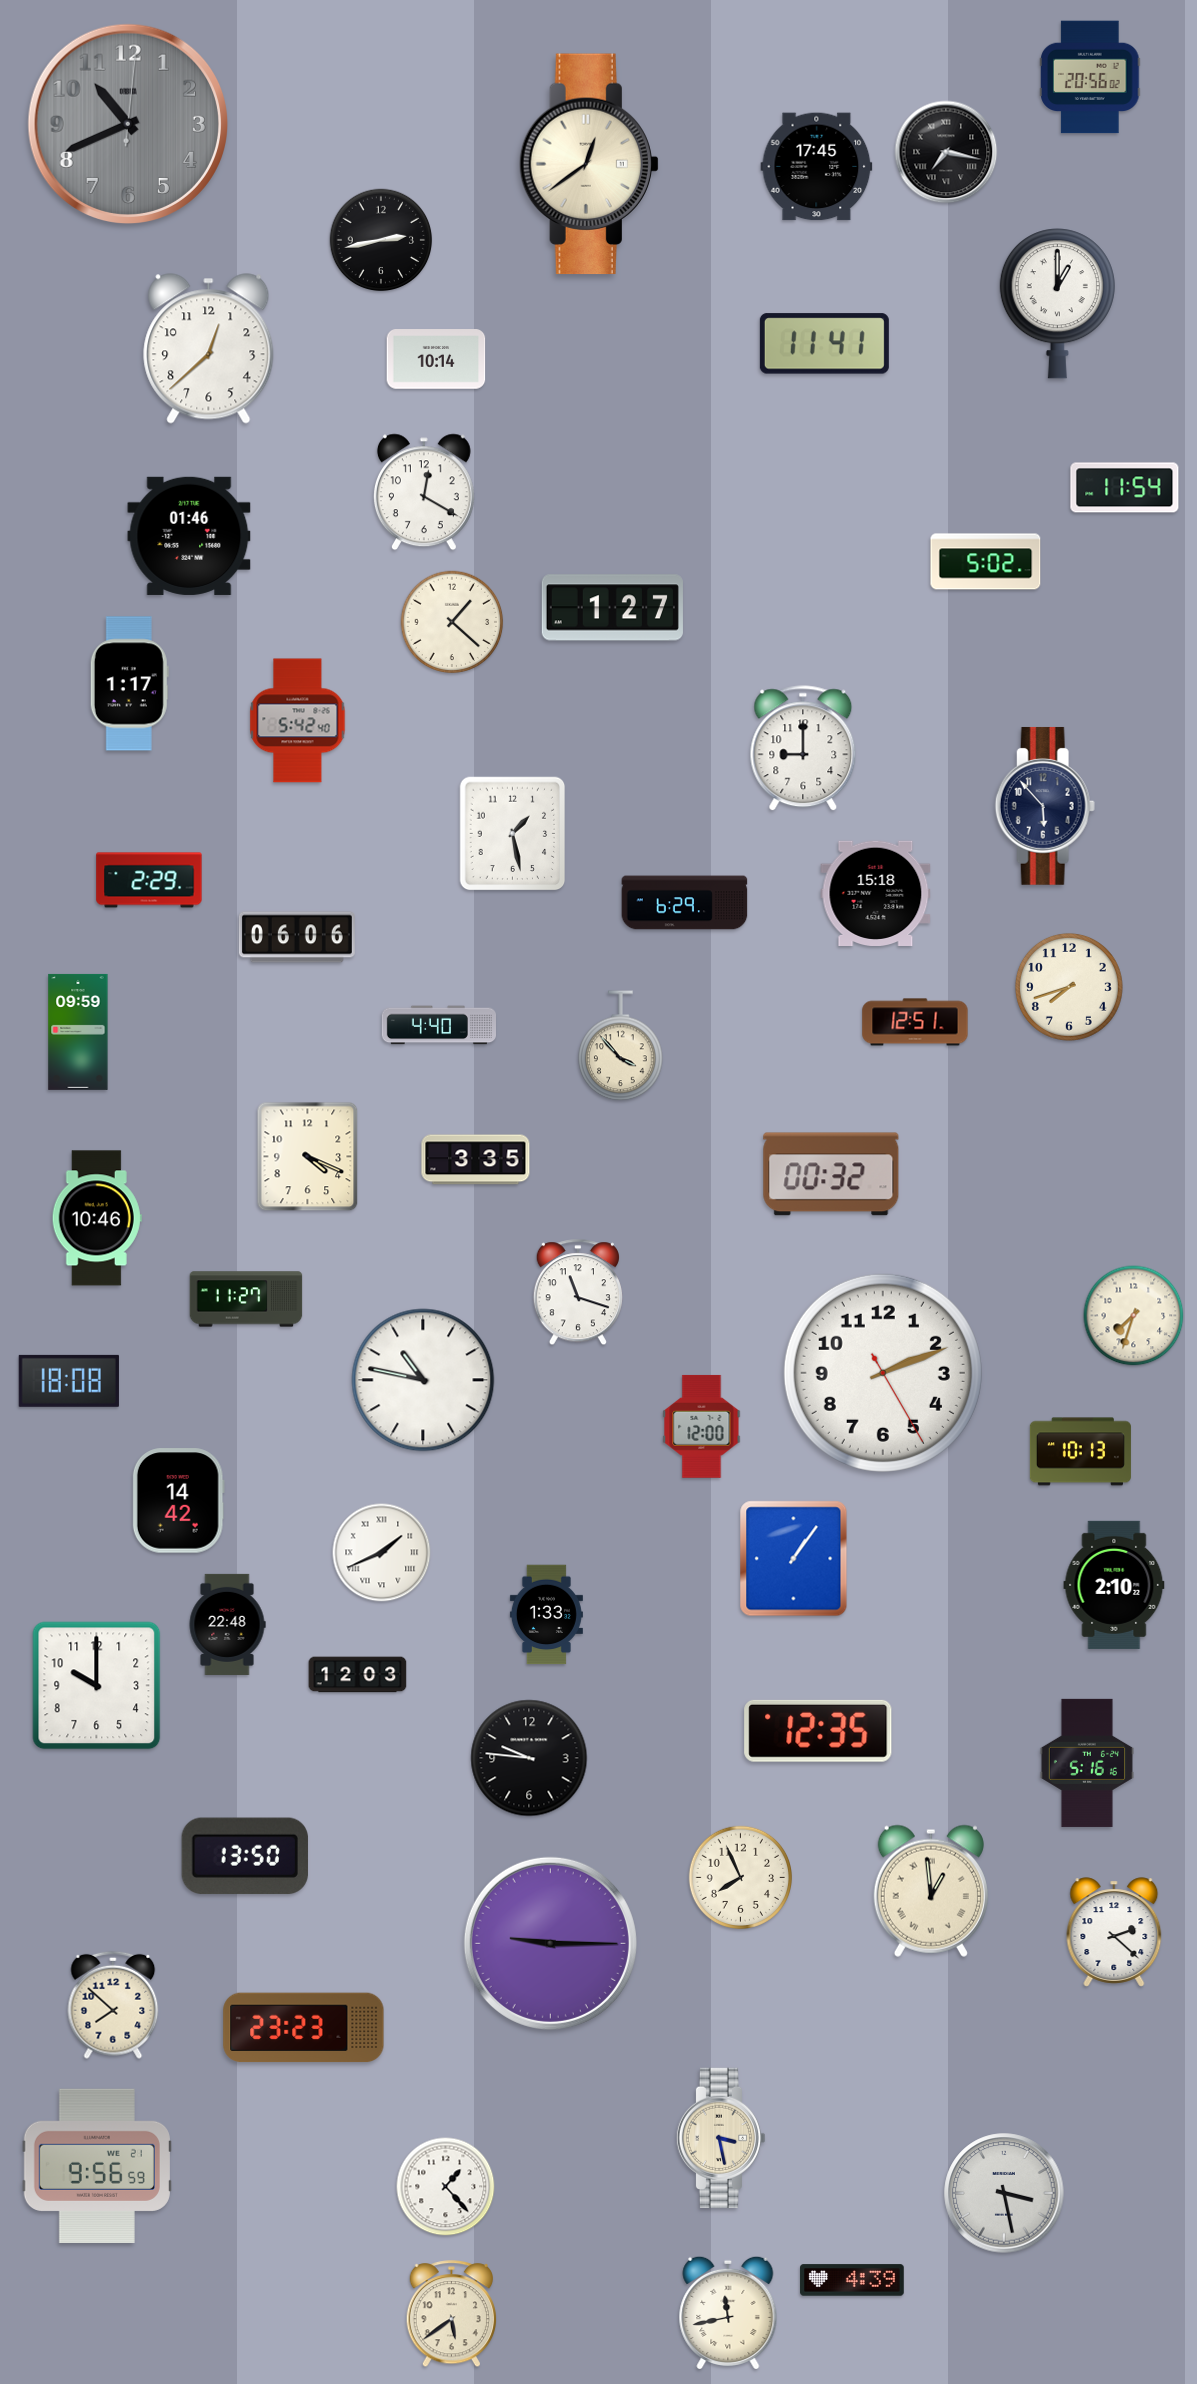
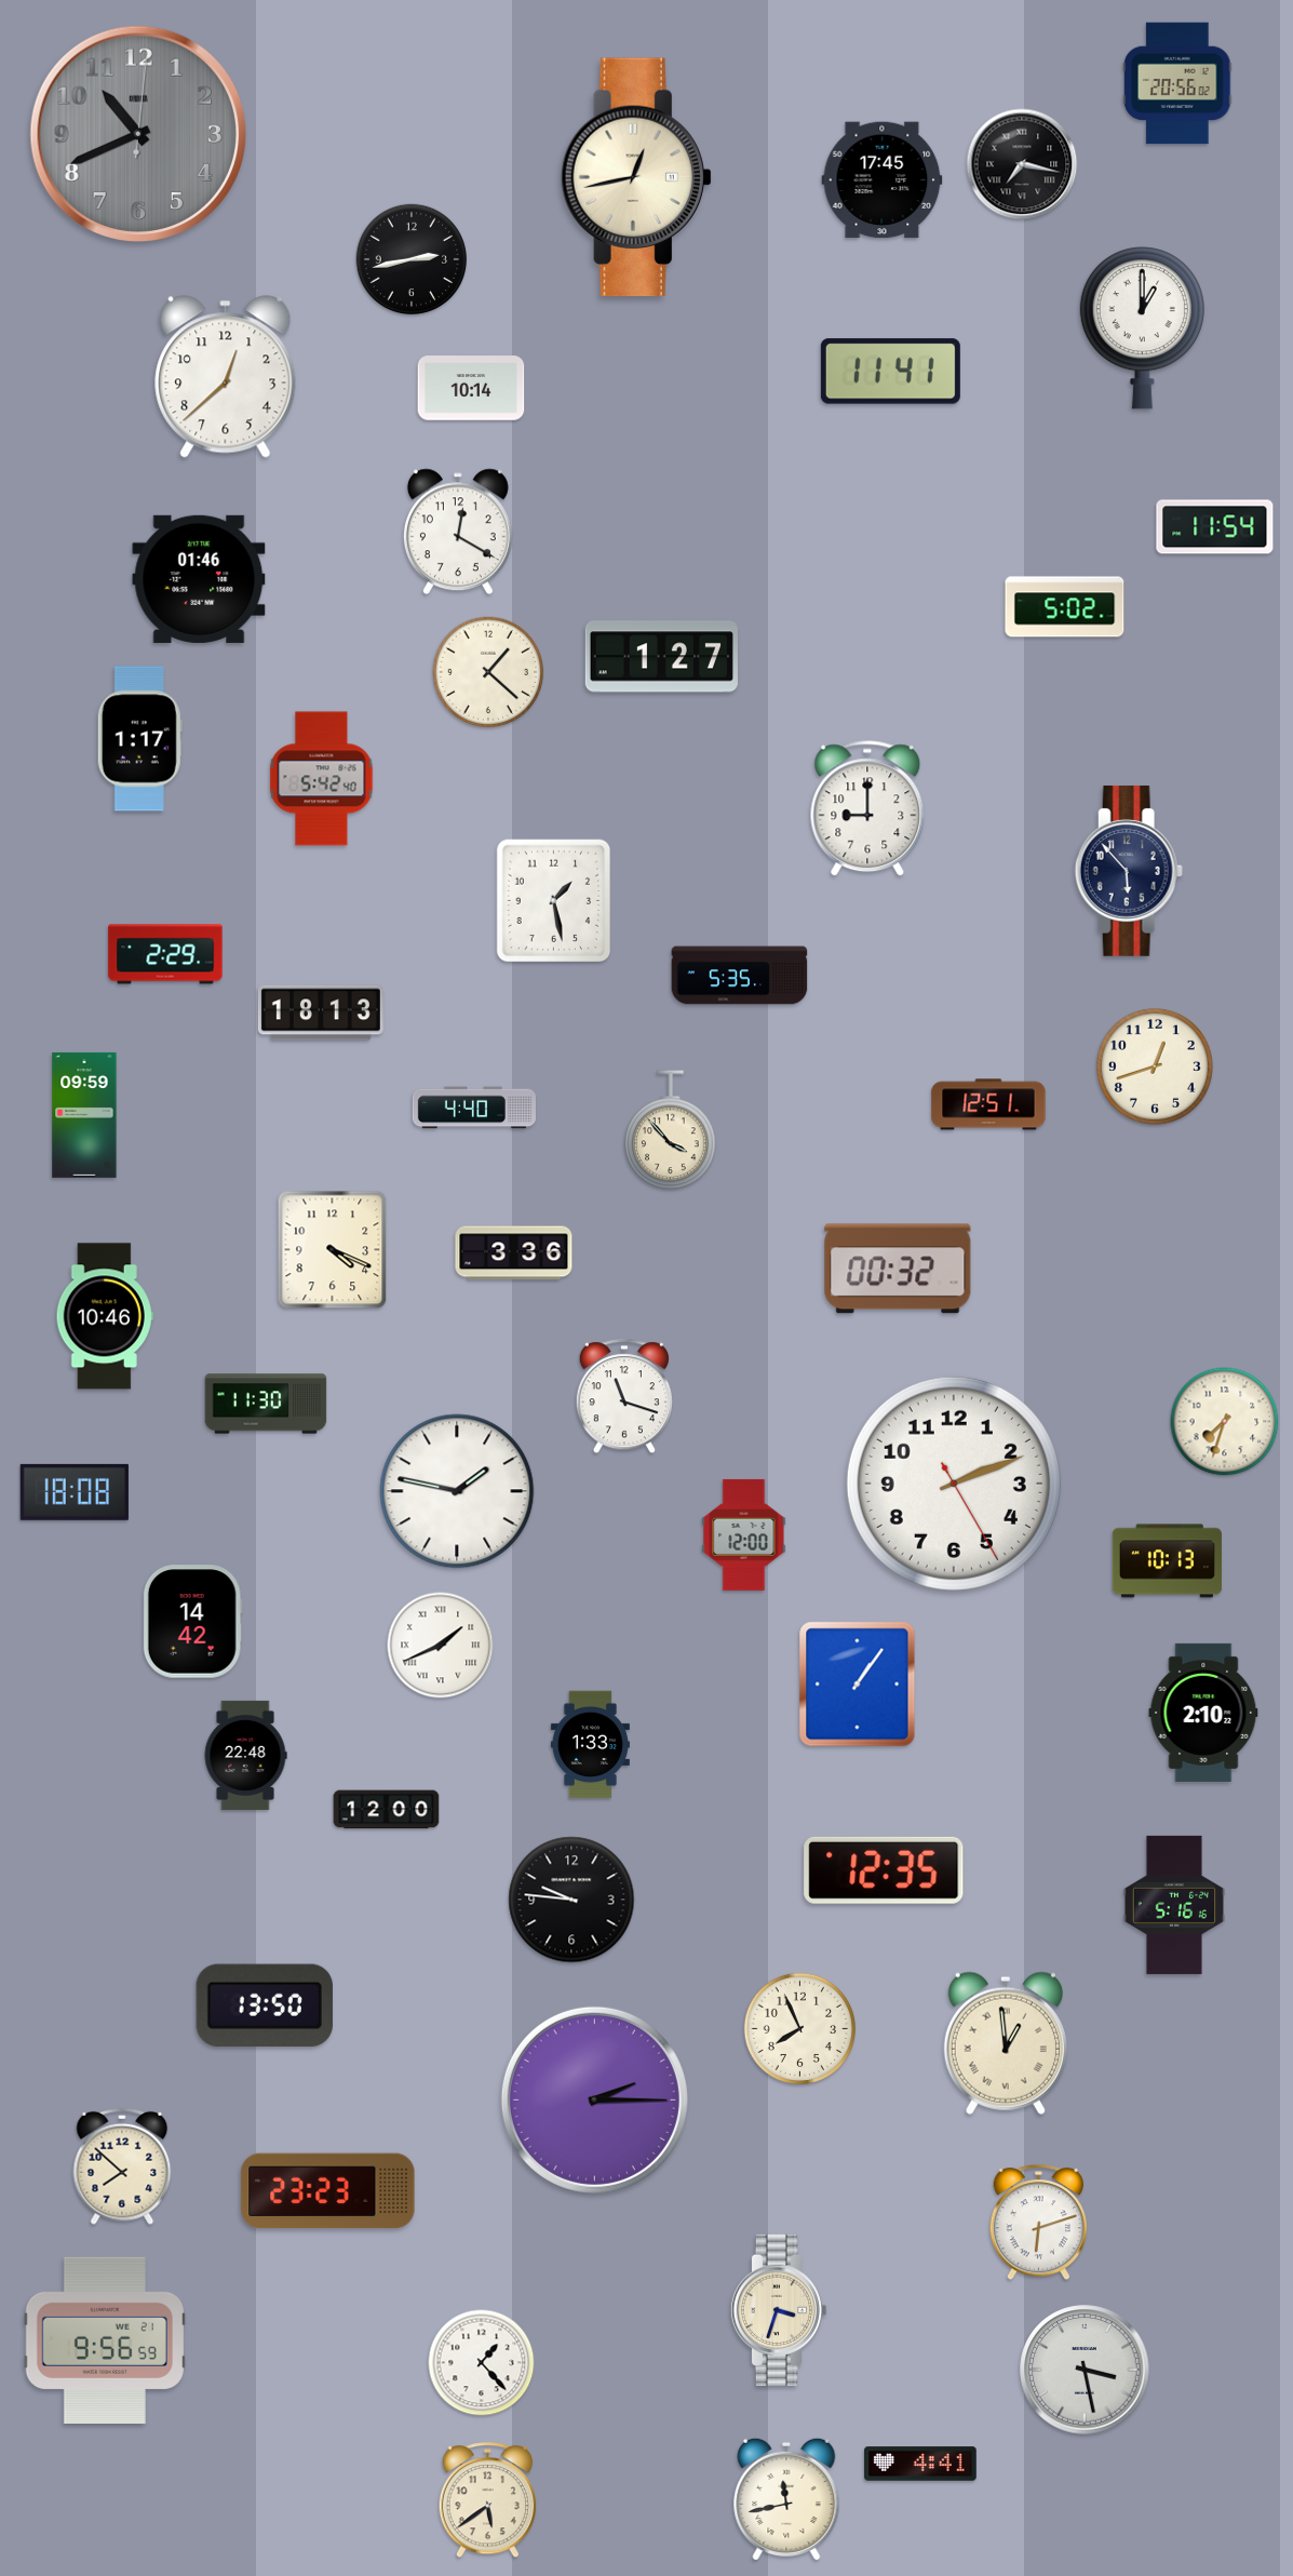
clock at (589, 164): 12:39 -> 12:43
clock at (189, 536) position: (189, 536) -> (199, 579)
clock at (149, 880) position: (149, 880) -> (165, 954)
clock at (876, 893): 15:18 -> none
clock at (685, 903): 6:29 -> 5:35
clock at (297, 937): 06:06 -> 18:13
clock at (1069, 987): 7:42 -> 12:42
clock at (476, 1160): 3:35 -> 3:36
clock at (246, 1299): 11:27 -> 11:30
clock at (423, 1380): 10:47 -> 1:47
clock at (702, 1426) position: (702, 1426) -> (744, 1534)
clock at (1080, 1452) position: (1080, 1452) -> (1167, 1561)
clock at (382, 1553) position: (382, 1553) -> (441, 1646)
clock at (358, 1675): 12:03 -> 12:00
clock at (97, 1686): 10:00 -> none
clock at (1114, 1932): 2:22 -> none
clock at (550, 1943): 9:15 -> 2:15
clock at (1038, 2223): none -> 6:12
clock at (721, 2138): 3:28 -> 3:33
clock at (852, 2280): 4:39 -> 4:41
